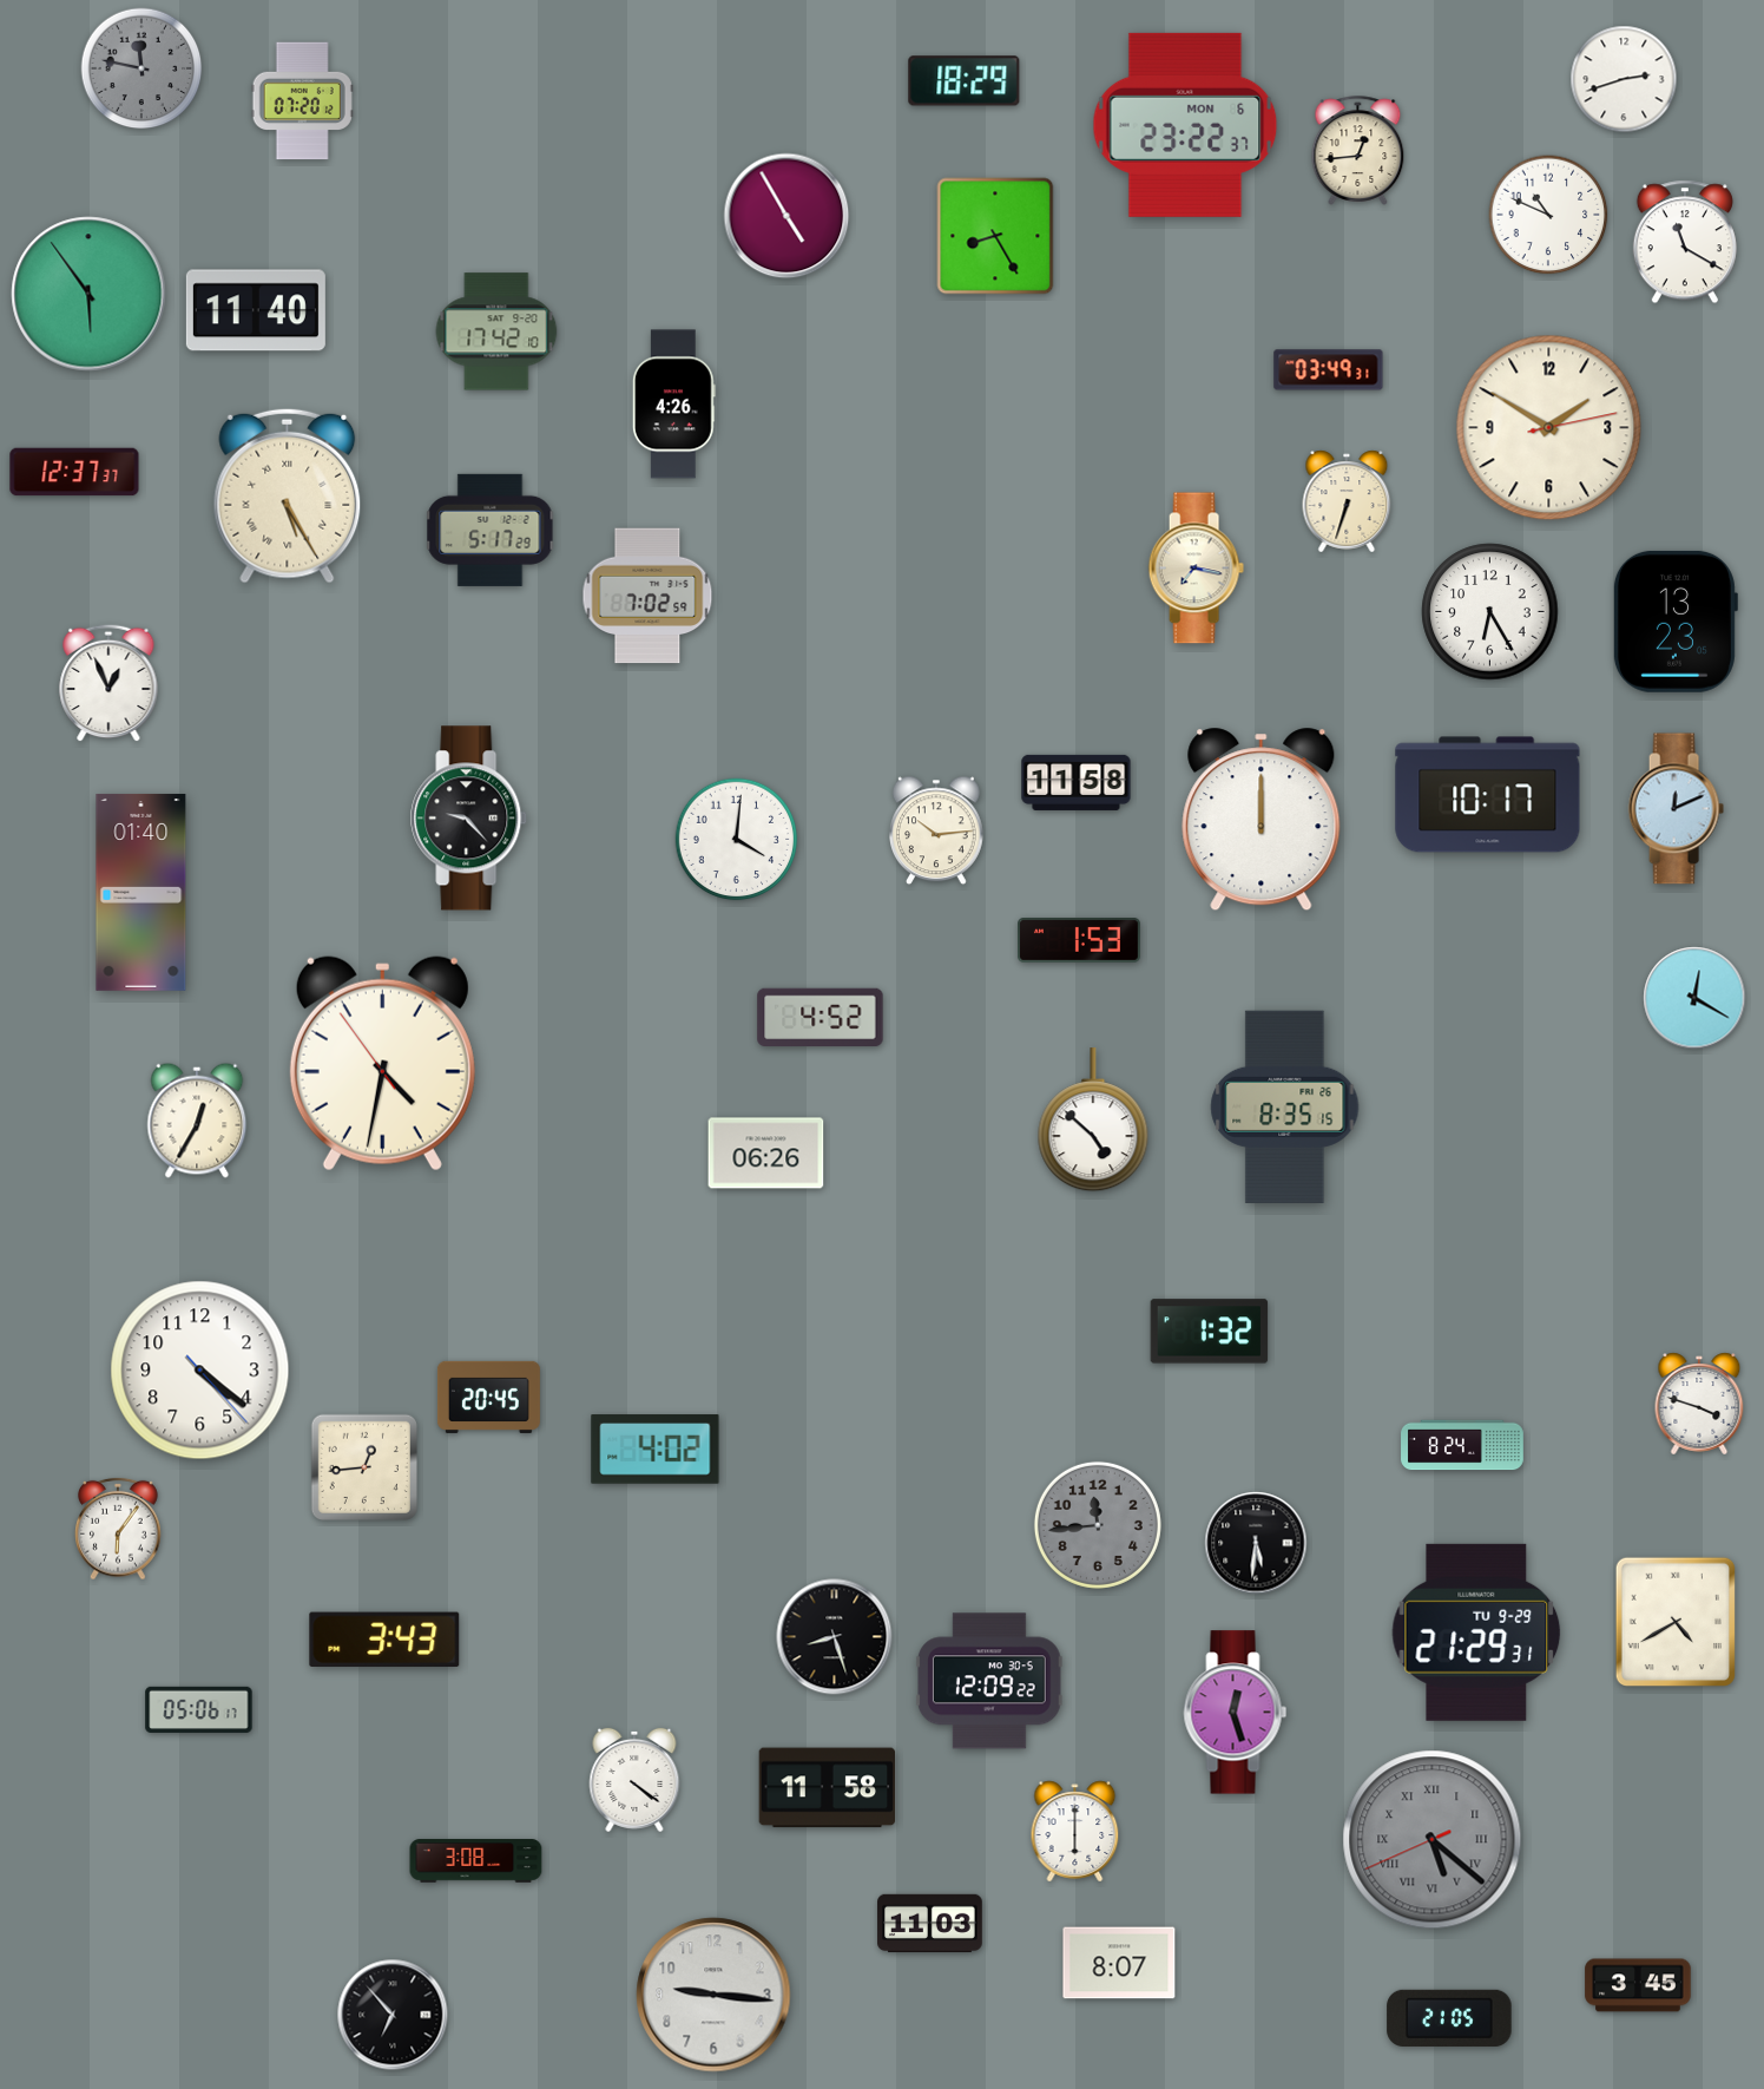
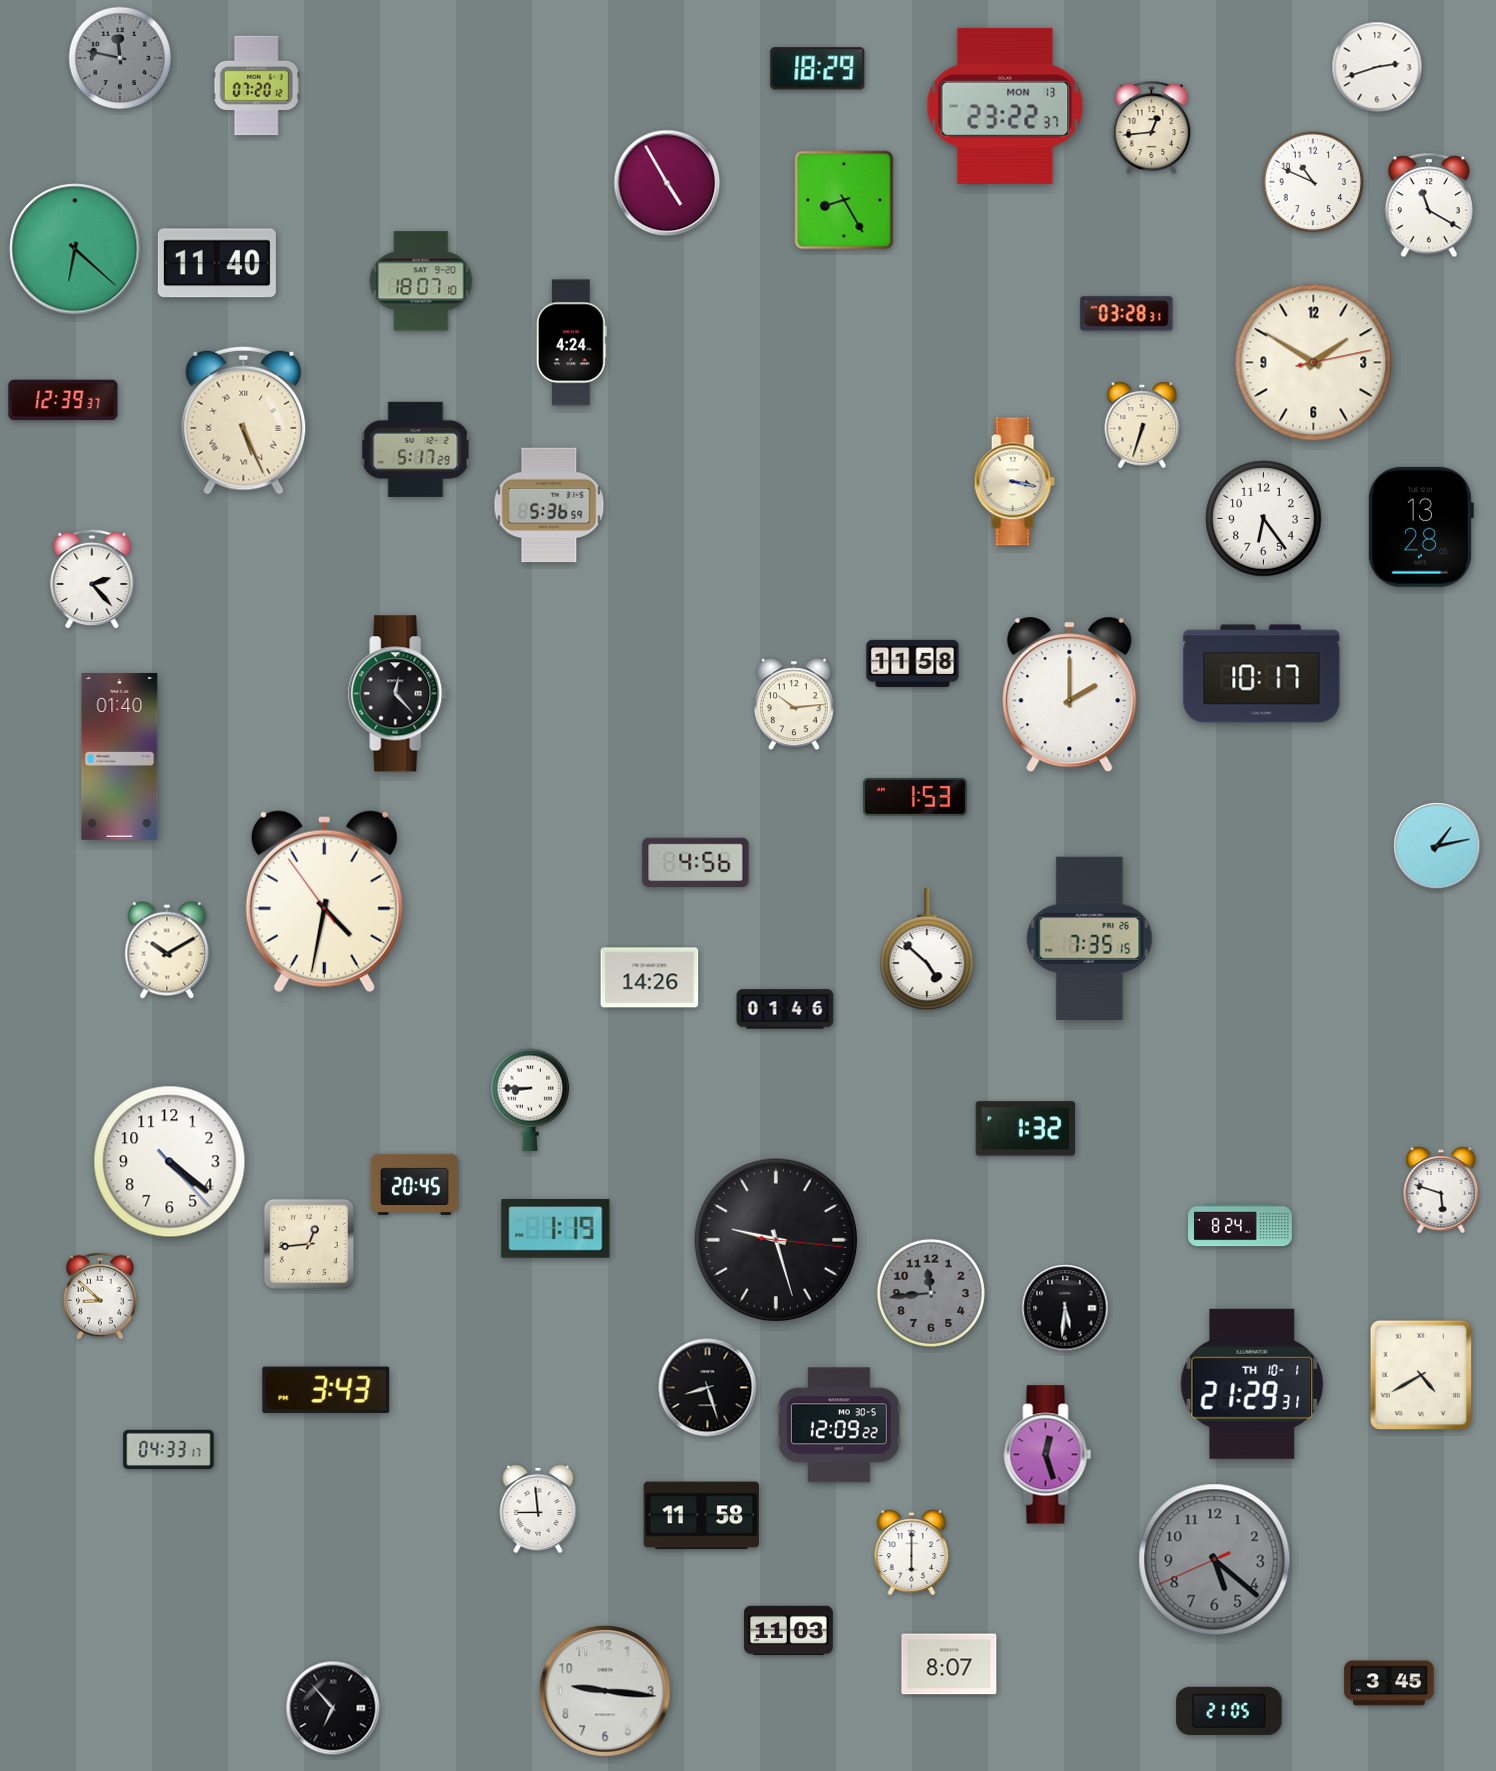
clock at (1185, 125) date: MON 6 -> MON 13
clock at (88, 294): 5:54 -> 6:22
clock at (496, 331): 17:42 -> 18:07
clock at (1329, 370): 03:49 -> 03:28
clock at (673, 405): 4:26 -> 4:24
clock at (74, 472): 12:37 -> 12:39
clock at (288, 495): 5:25 -> 5:26
clock at (1196, 569): 7:17 -> 3:17
clock at (647, 596): 7:02 -> 5:36
clock at (1490, 612): 6:25 -> 6:24
clock at (1674, 622): 13:23 -> 13:28
clock at (108, 683): 12:56 -> 2:23
clock at (1676, 809): 12:11 -> none
clock at (469, 819): 9:23 -> 12:23
clock at (1262, 820): 12:00 -> 2:00
clock at (737, 840): 4:01 -> none
clock at (1694, 998): 12:20 -> 1:13
clock at (821, 1018): 4:52 -> 4:56
clock at (1285, 1106): 8:35 -> 7:35
clock at (197, 1121): 12:35 -> 10:10
clock at (766, 1154): 06:26 -> 14:26
clock at (785, 1009): none -> 01:46
clock at (530, 1100): none -> 8:45
clock at (1699, 1404): 3:48 -> 5:48
clock at (656, 1450): 4:02 -> 1:19
clock at (776, 1240): none -> 9:27
clock at (118, 1529): 6:06 -> 8:52
clock at (1476, 1633) date: TU 9-29 -> TH 10-1
clock at (199, 1709): 05:06 -> 04:33
clock at (1236, 1713) position: (1236, 1713) -> (1048, 1455)
clock at (634, 1780): 4:21 -> 8:59
clock at (1433, 1840) numerals: Roman -> Arabic
clock at (476, 1861): 3:08 -> none
